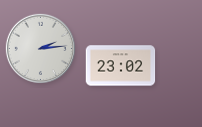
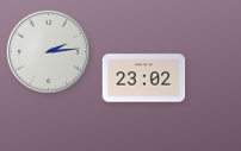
clock at (40, 48) position: (40, 48) -> (48, 51)
